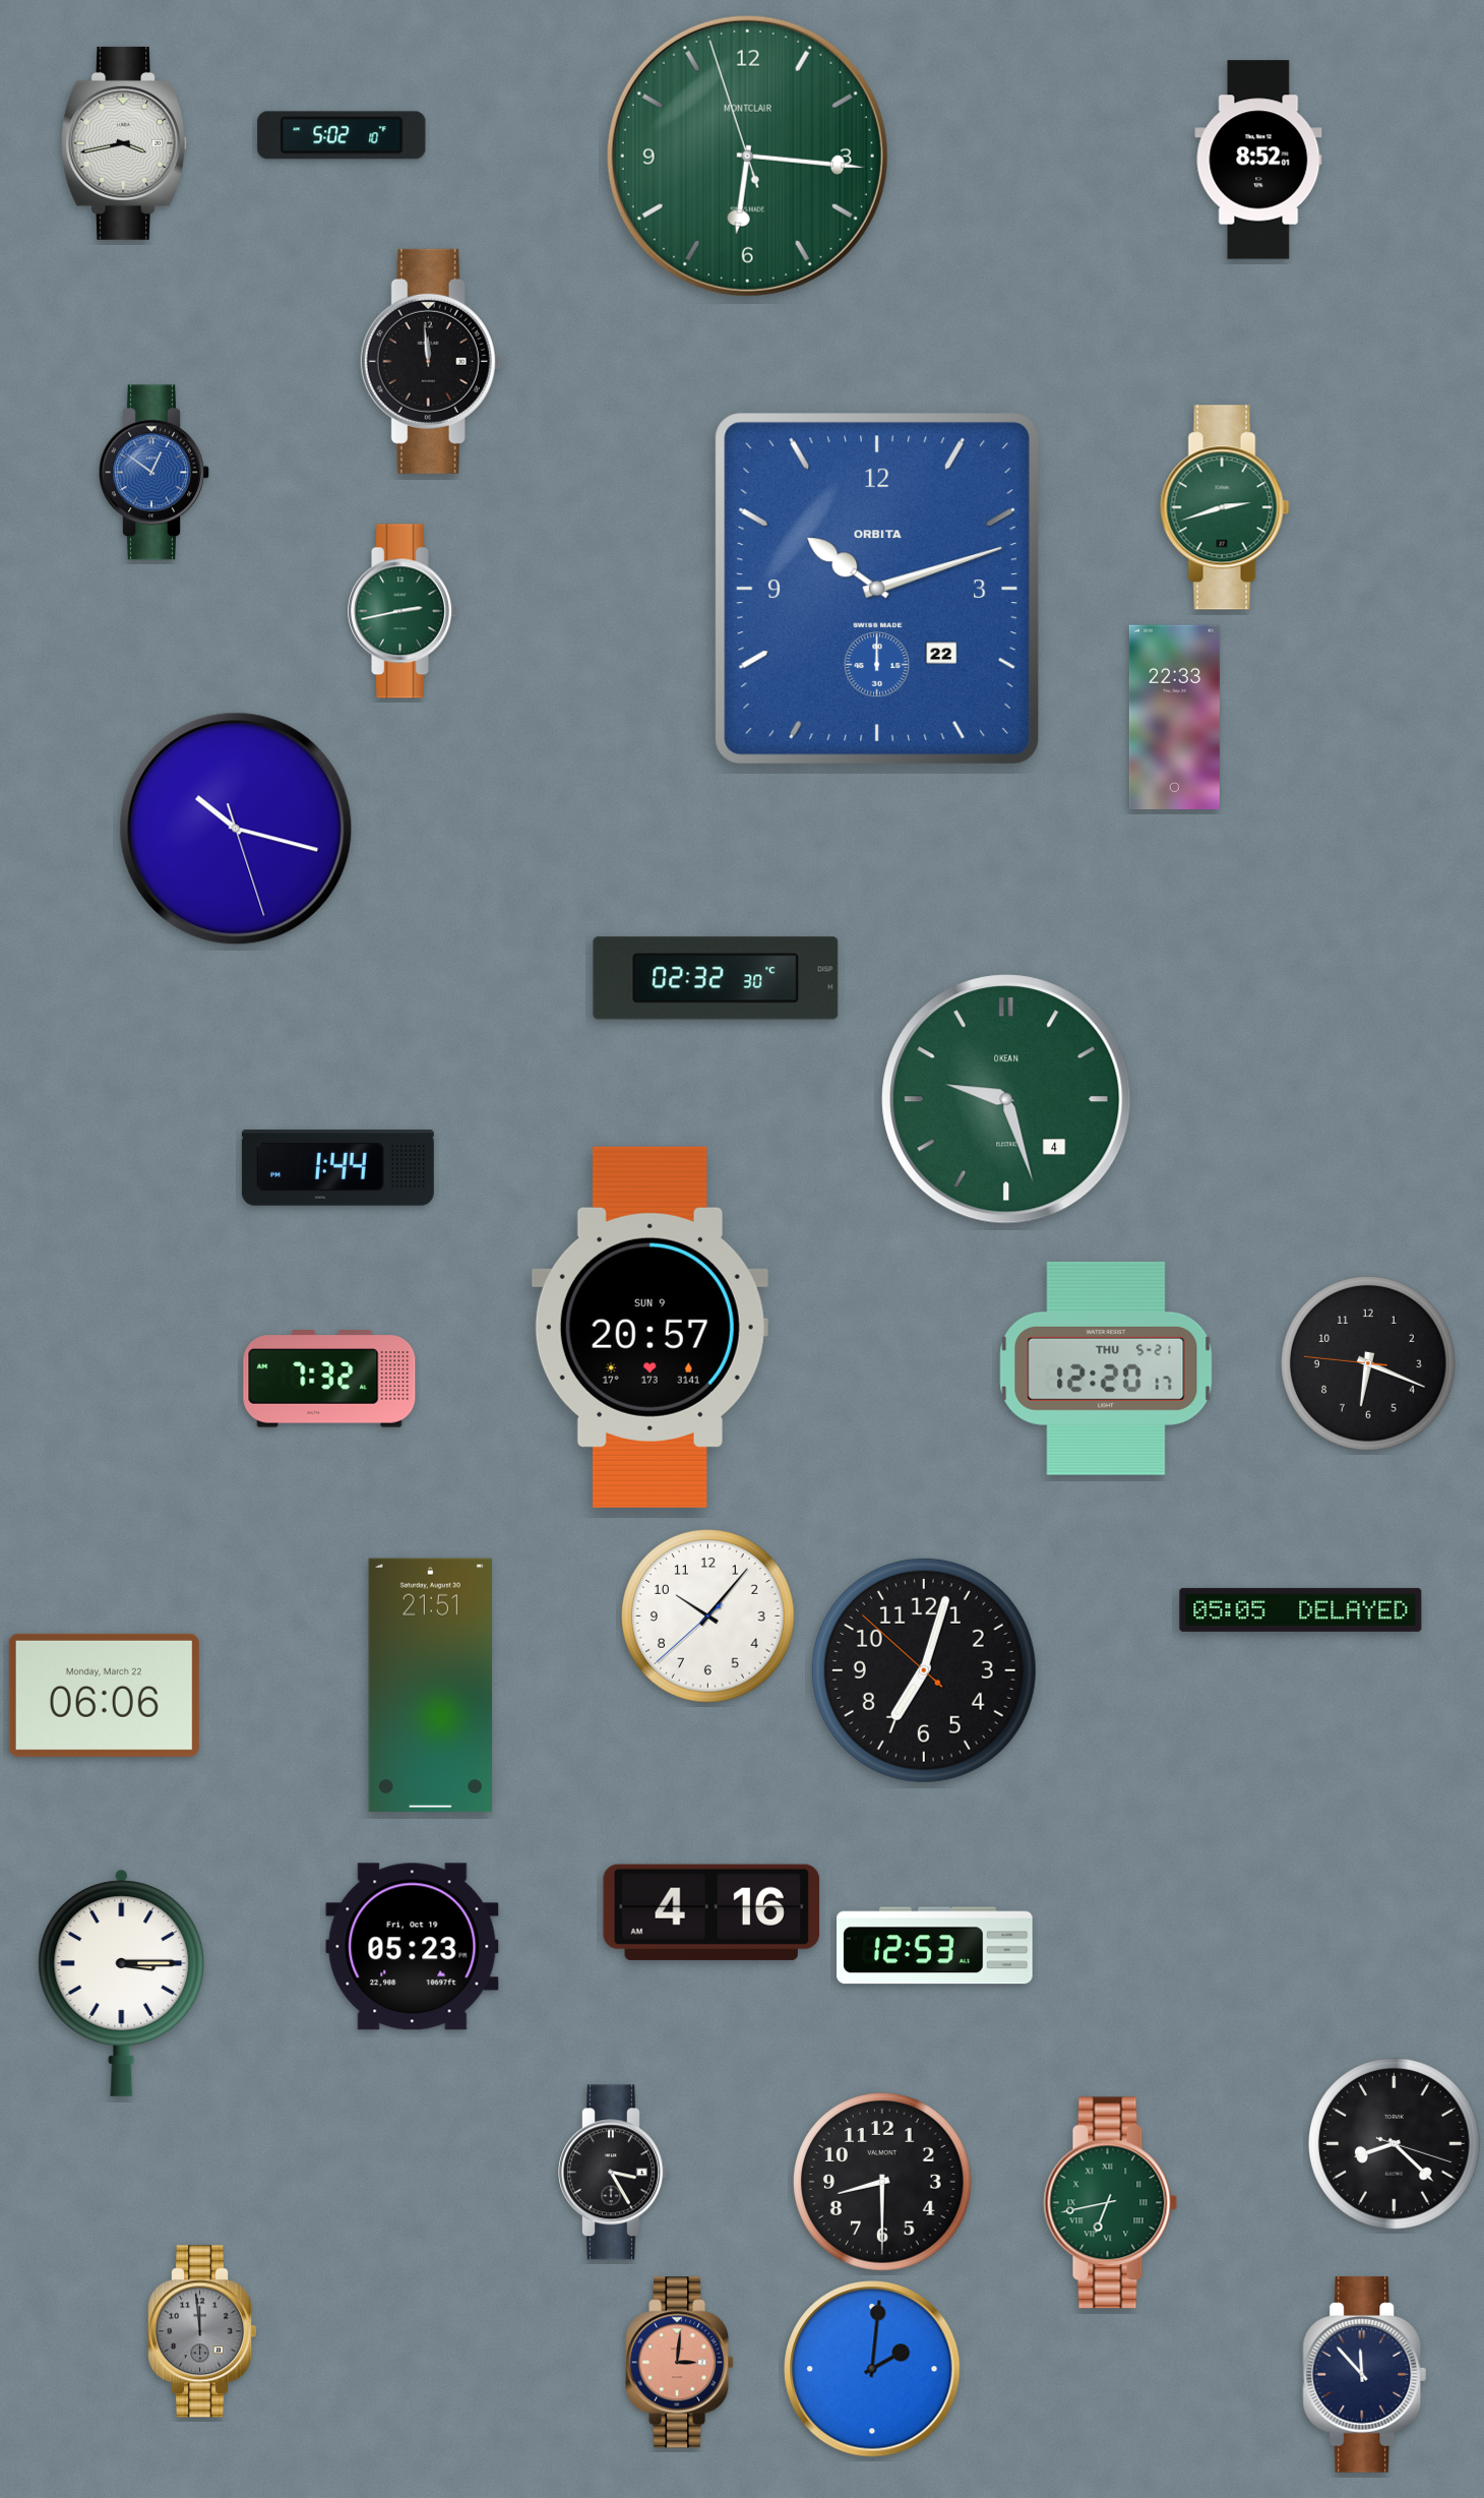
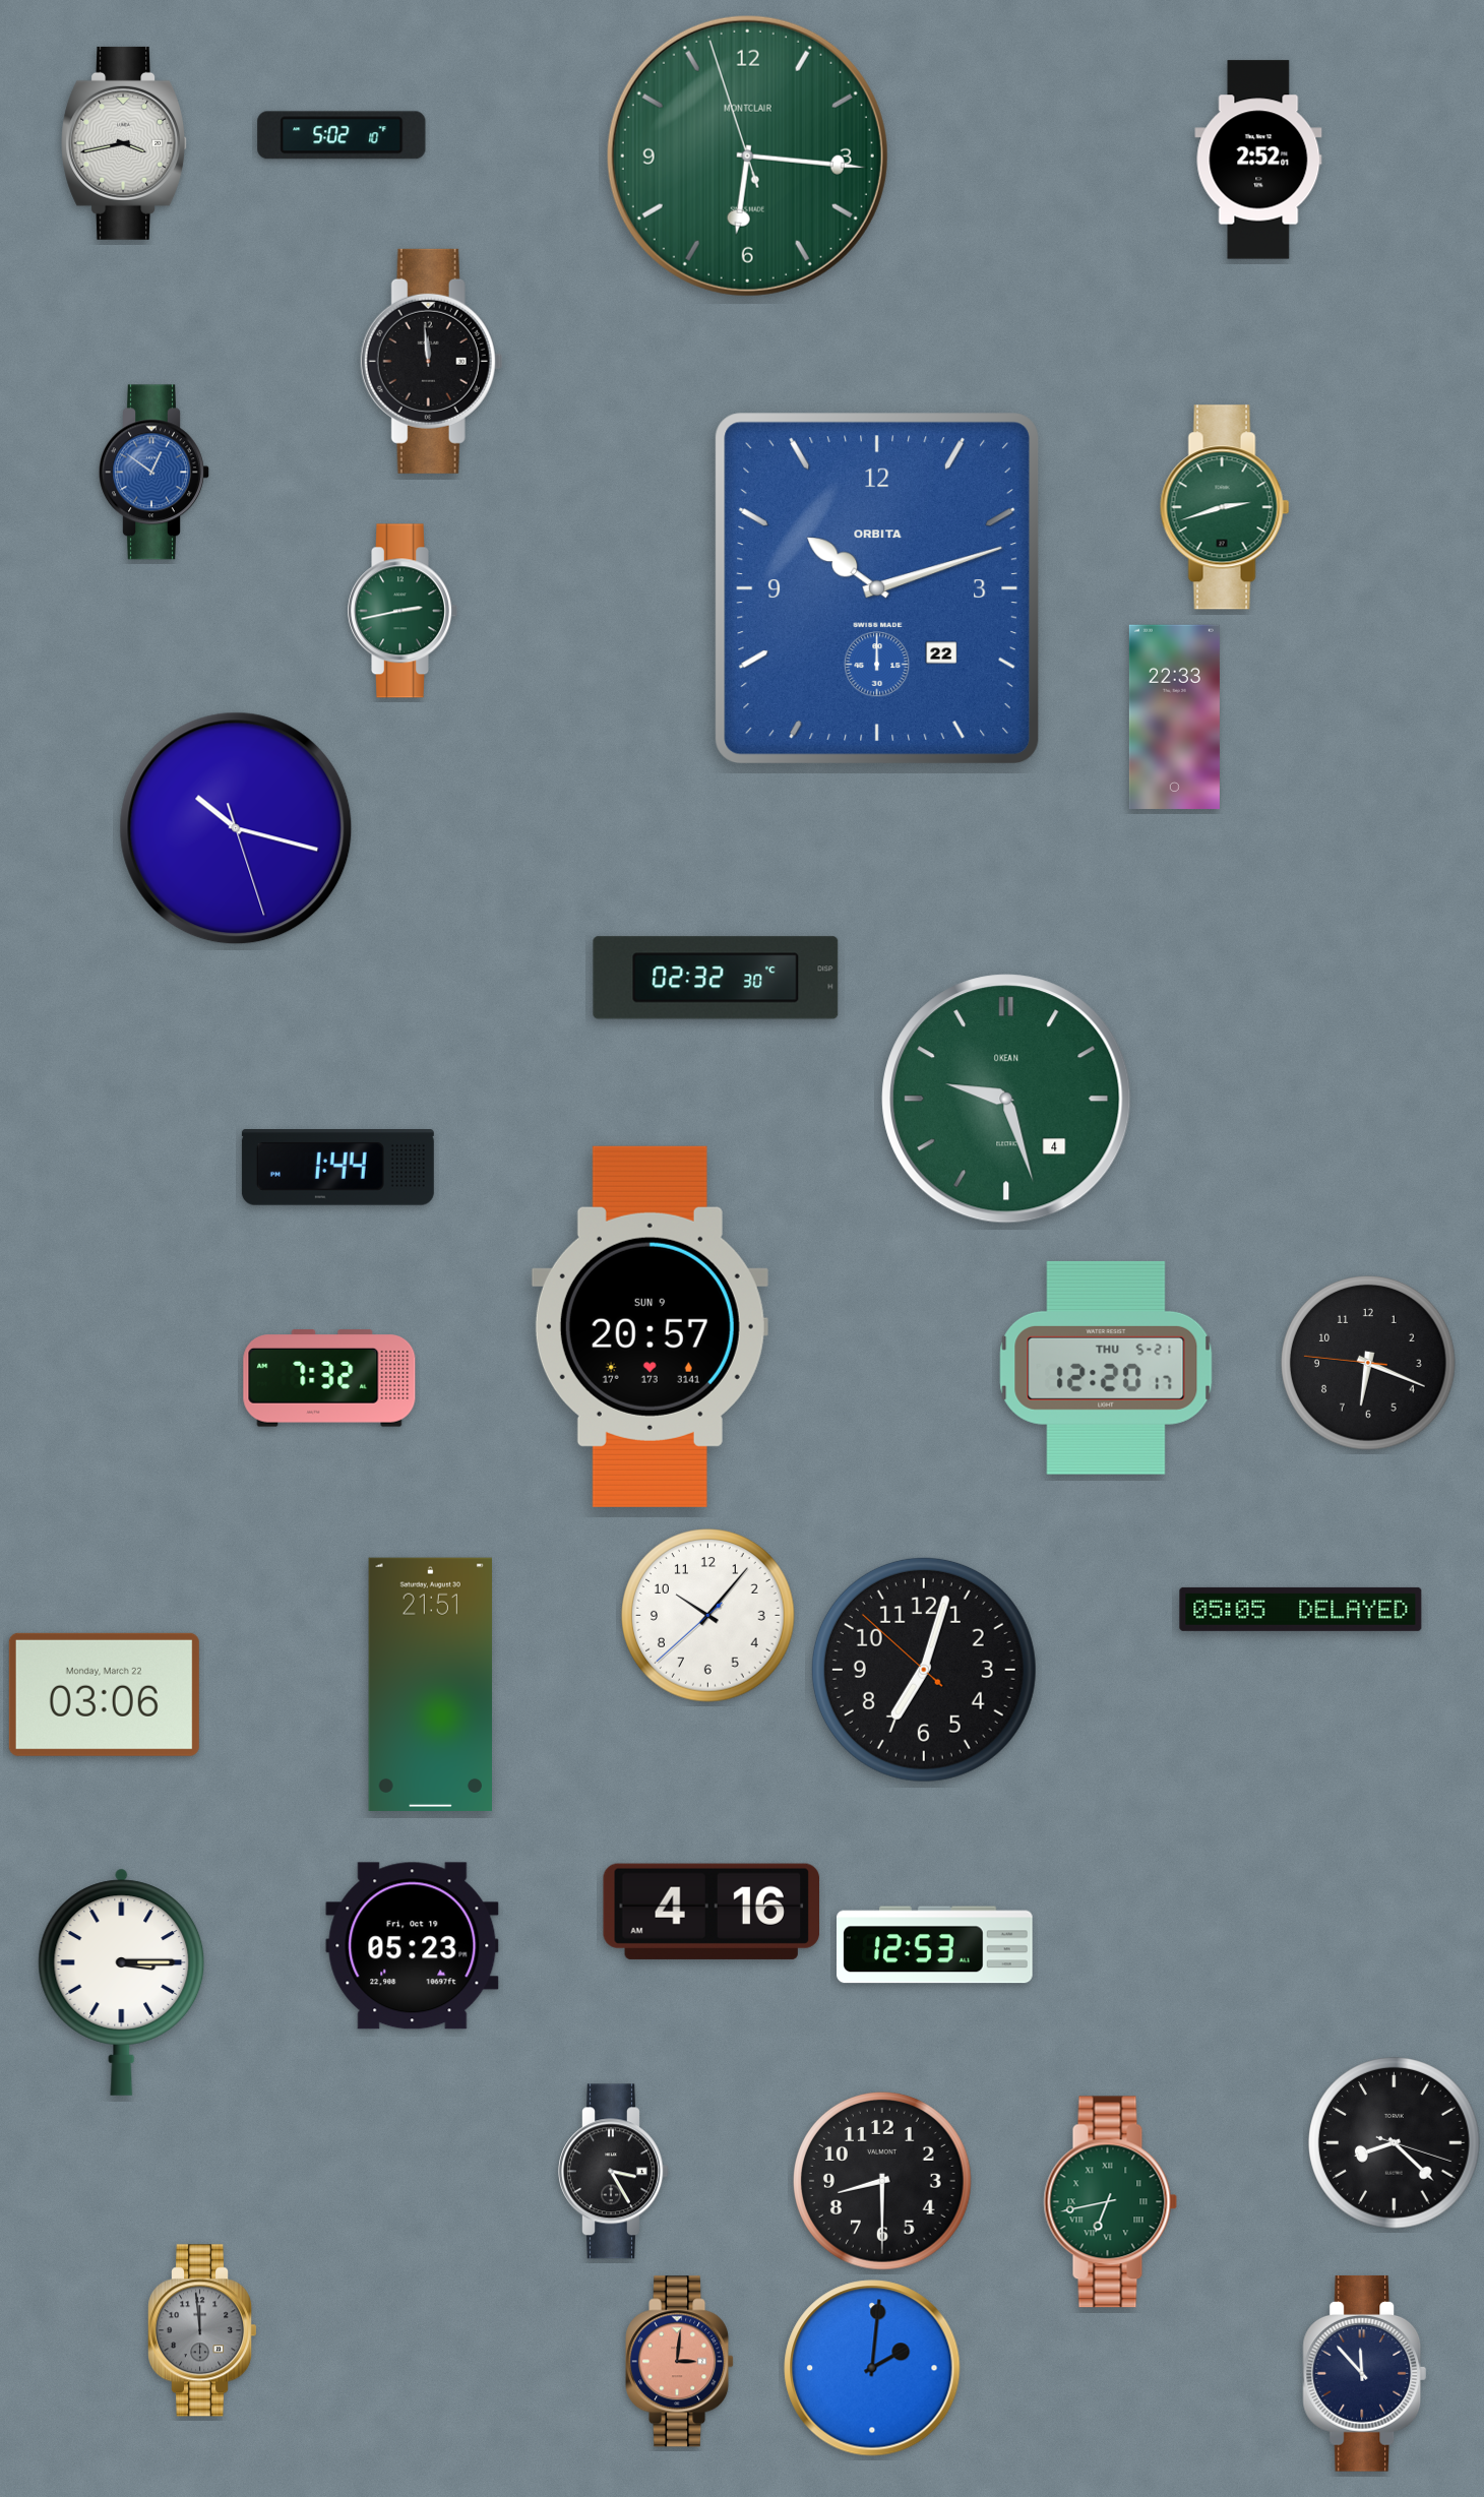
clock at (1258, 160): 8:52 -> 2:52
clock at (104, 1695): 06:06 -> 03:06
